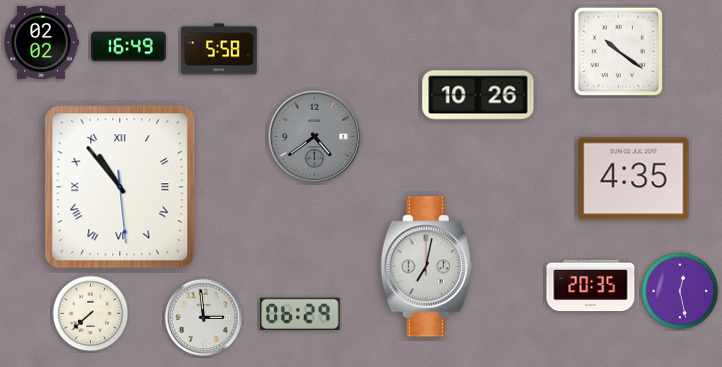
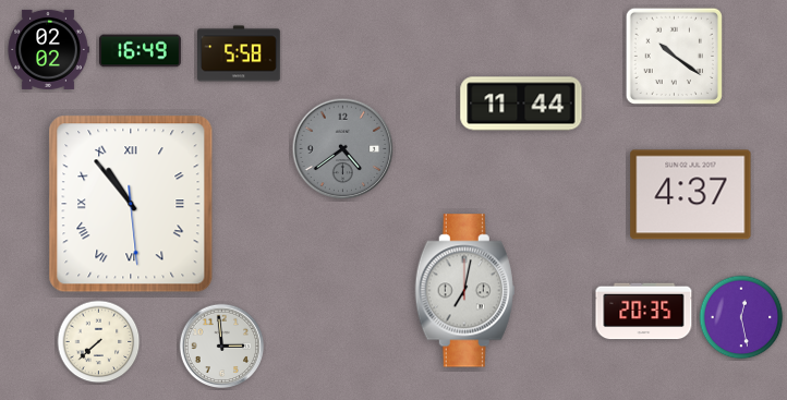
clock at (41, 42) position: (41, 42) -> (48, 49)
clock at (478, 95): 10:26 -> 11:44
clock at (634, 179): 4:35 -> 4:37
clock at (300, 313): 06:29 -> none
